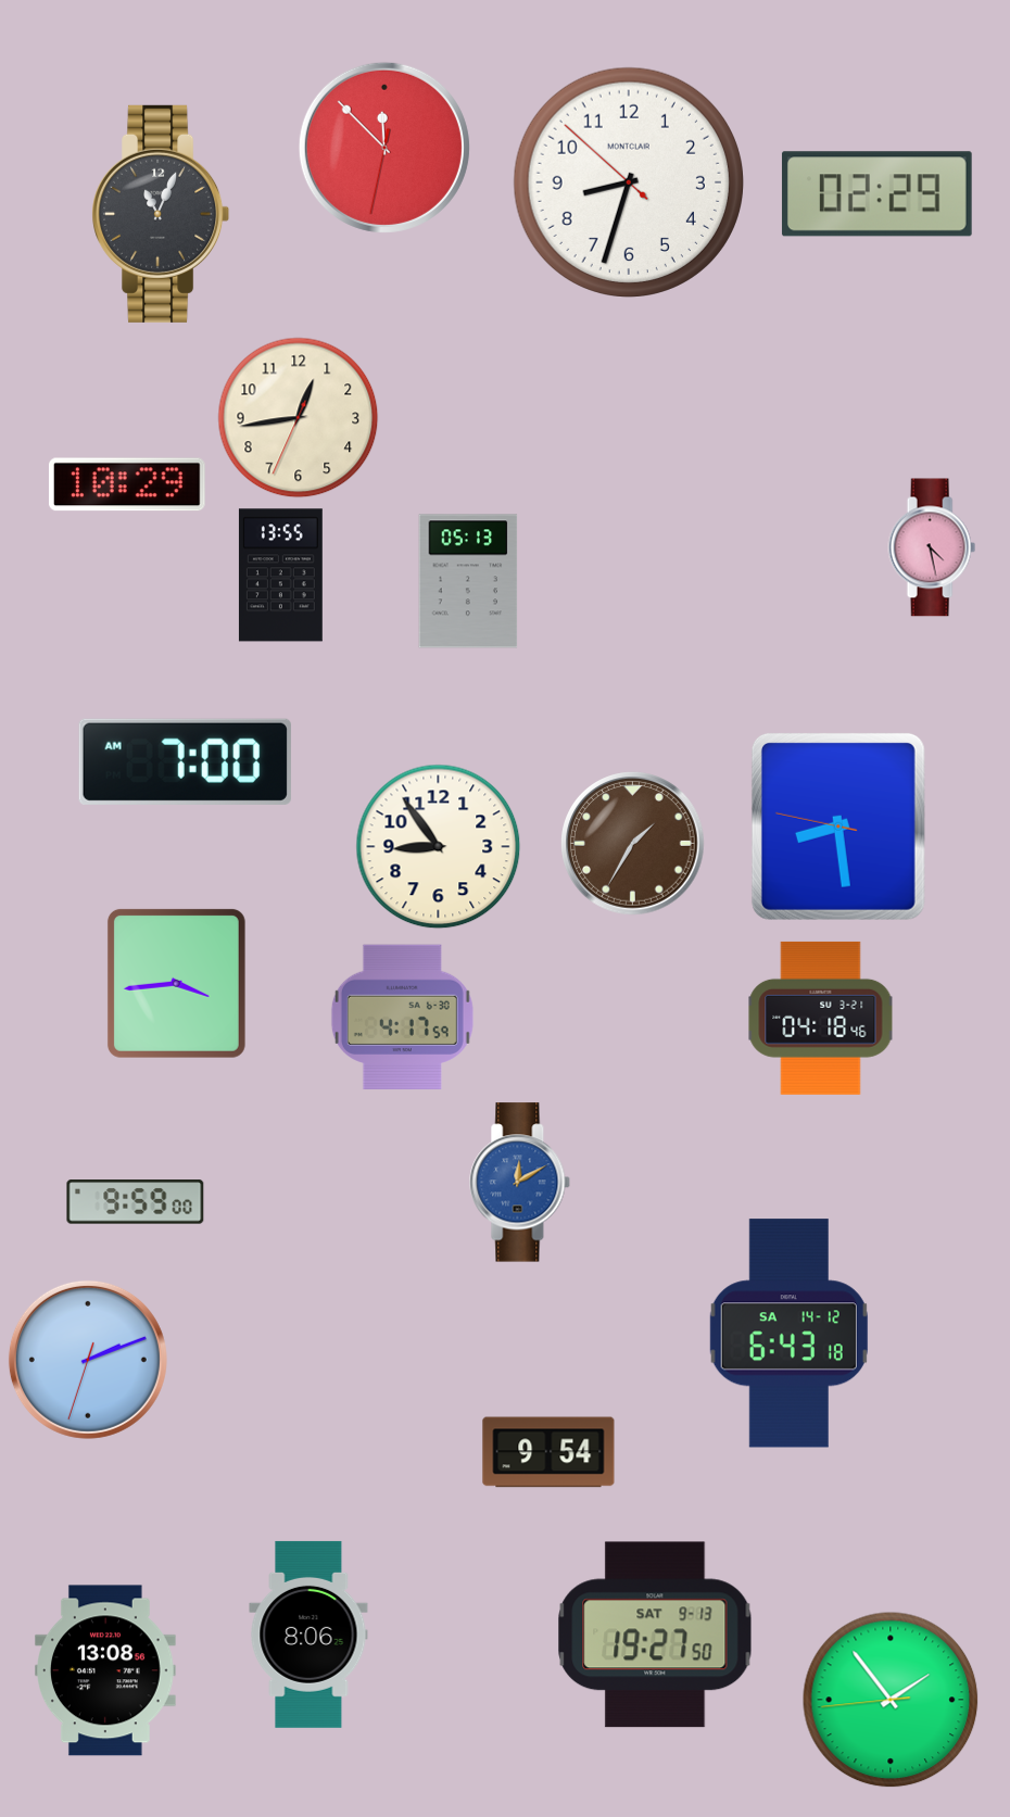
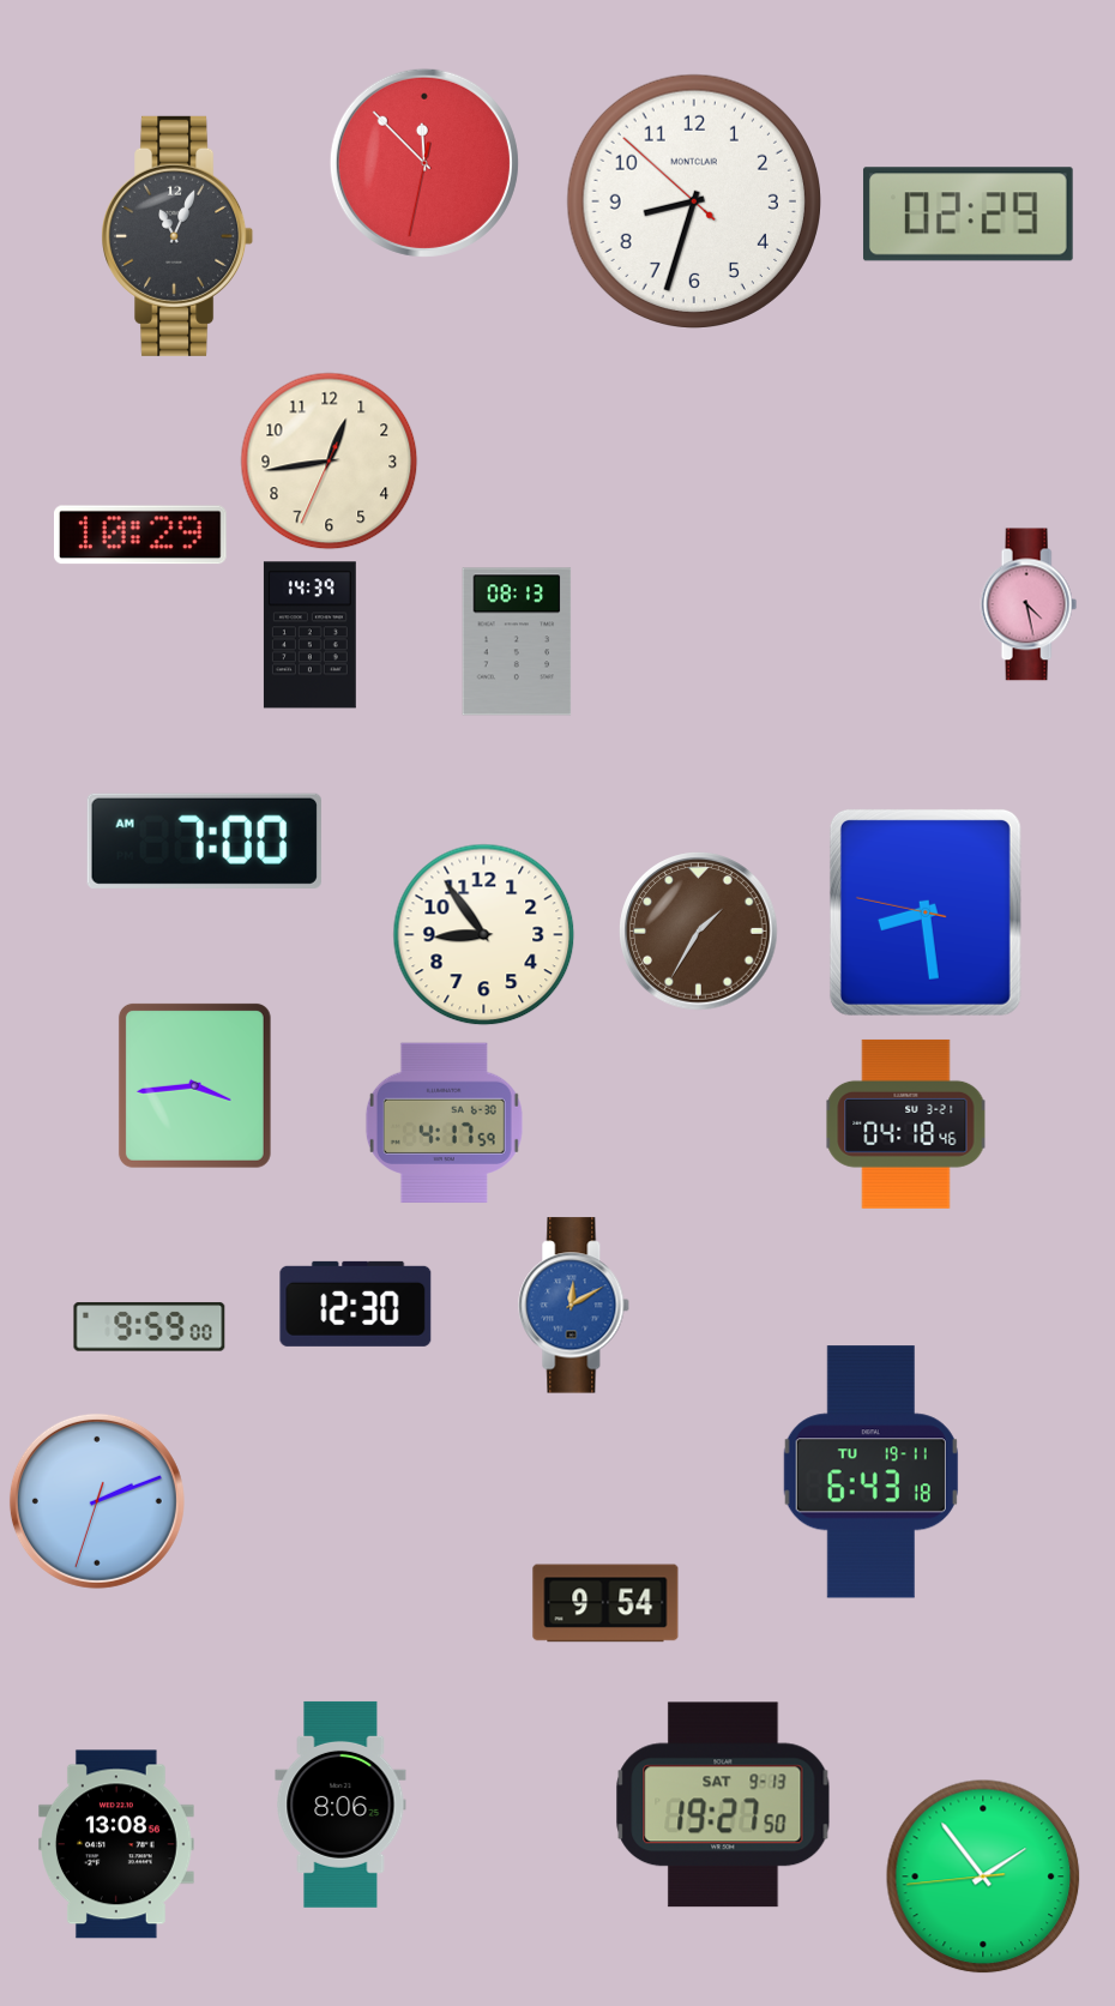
clock at (280, 576): 13:55 -> 14:39
clock at (468, 581): 05:13 -> 08:13
clock at (356, 1303): none -> 12:30
clock at (788, 1334) date: SA 14-12 -> TU 19-11
